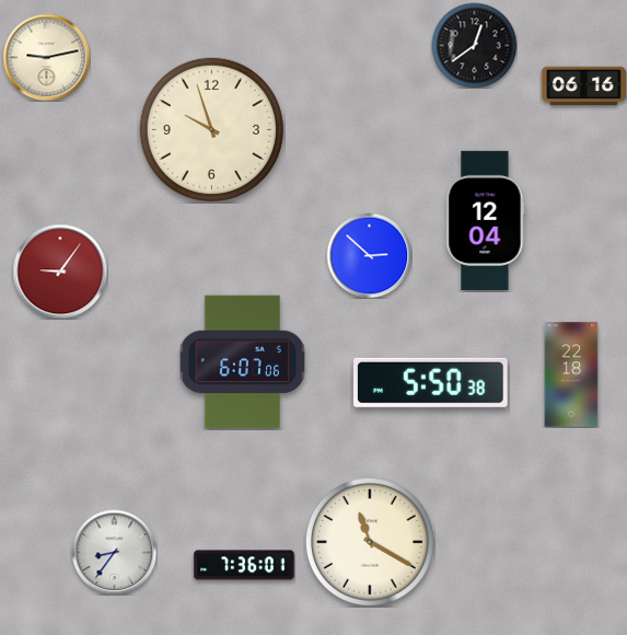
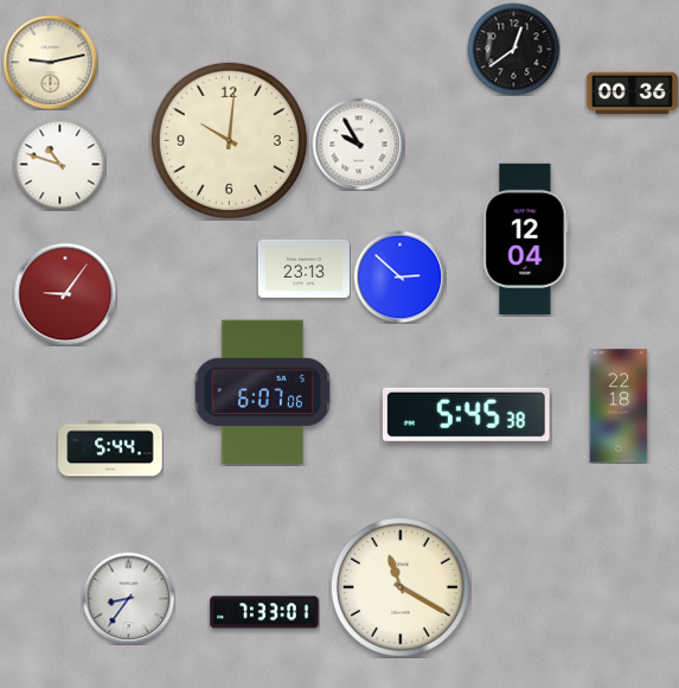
clock at (583, 86): 06:16 -> 00:36
clock at (211, 129): 9:57 -> 10:01
clock at (358, 144): none -> 9:55
clock at (59, 164): none -> 10:48
clock at (303, 268): none -> 23:13
clock at (431, 382): 5:50 -> 5:45
clock at (110, 448): none -> 5:44
clock at (114, 552) position: (114, 552) -> (128, 598)
clock at (244, 565): 7:36 -> 7:33
